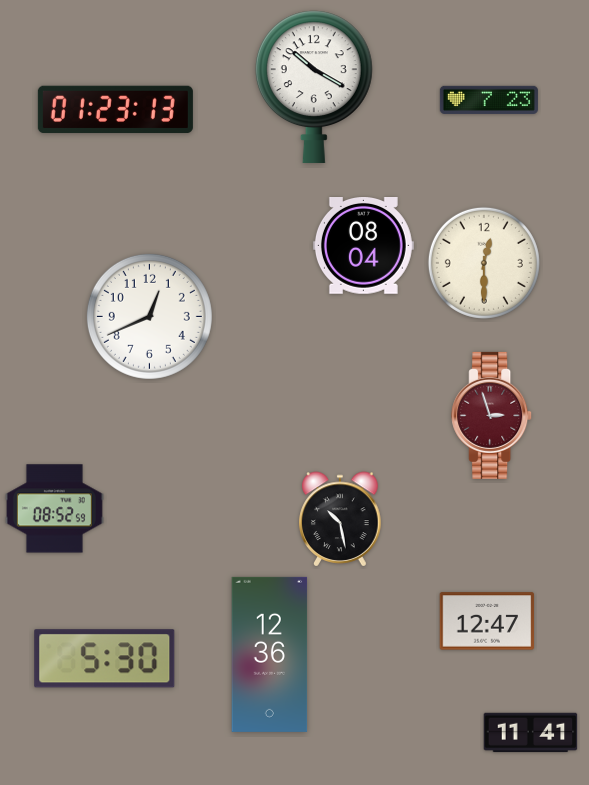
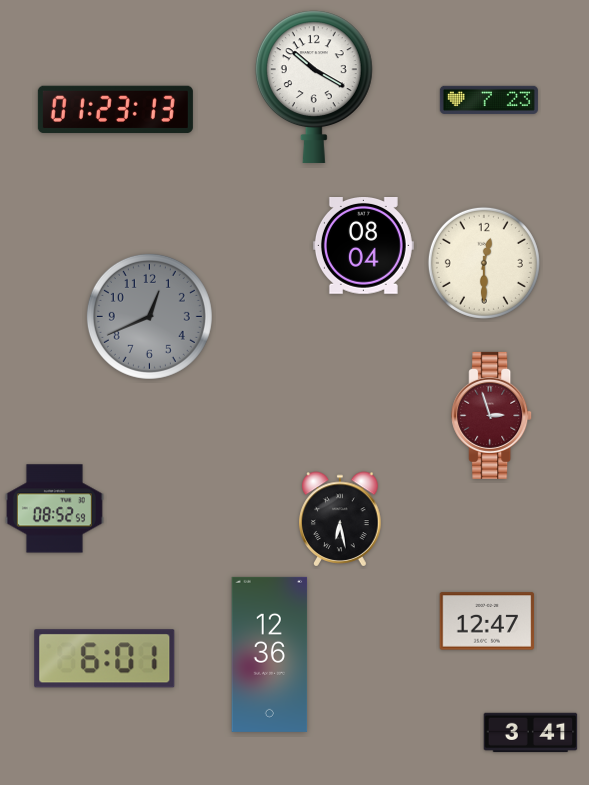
clock at (149, 316) dial: white -> grey
clock at (340, 519): 10:28 -> 6:28
clock at (105, 659): 5:30 -> 6:01
clock at (531, 733): 11:41 -> 3:41
